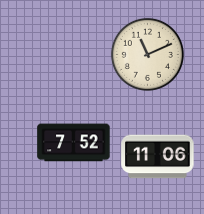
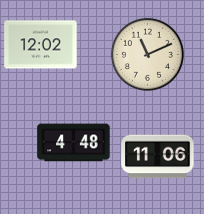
clock at (41, 45): none -> 12:02
clock at (74, 143): 7:52 -> 4:48
